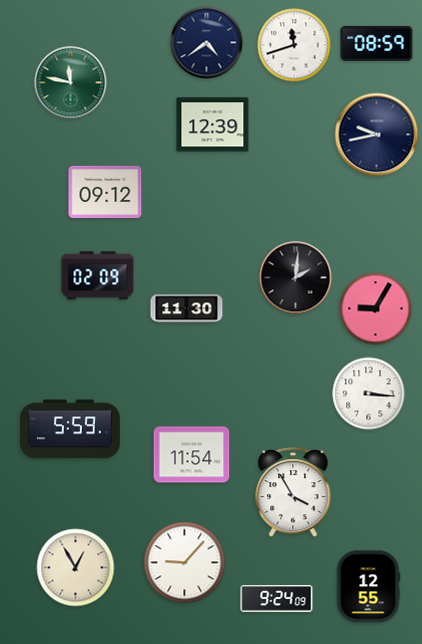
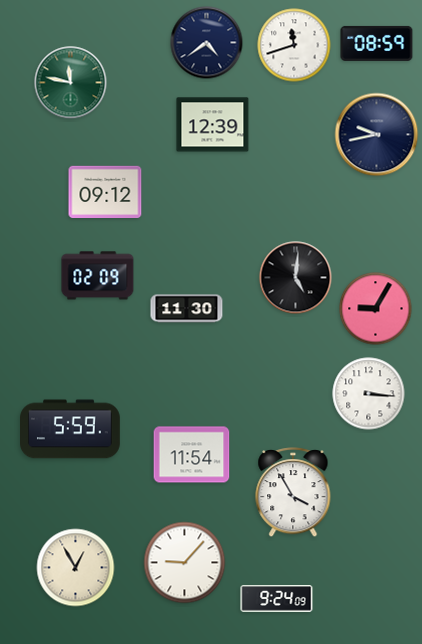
clock at (296, 278): 2:01 -> 5:01
clock at (368, 587): 12:55 -> none
